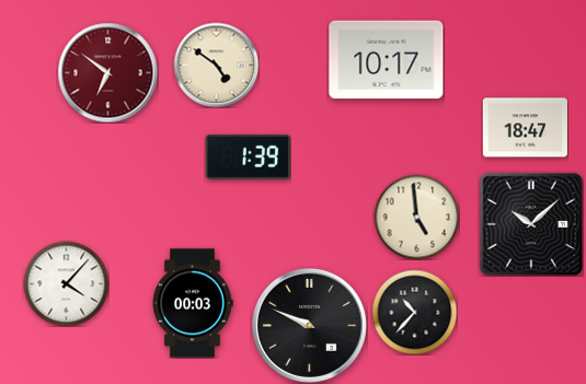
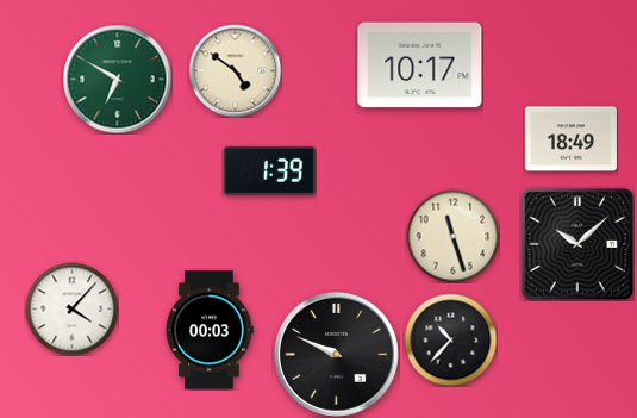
clock at (107, 72): 6:51 -> 6:50
clock at (107, 72) dial: burgundy -> green
clock at (525, 128): 18:47 -> 18:49
clock at (416, 217): 4:59 -> 11:27
